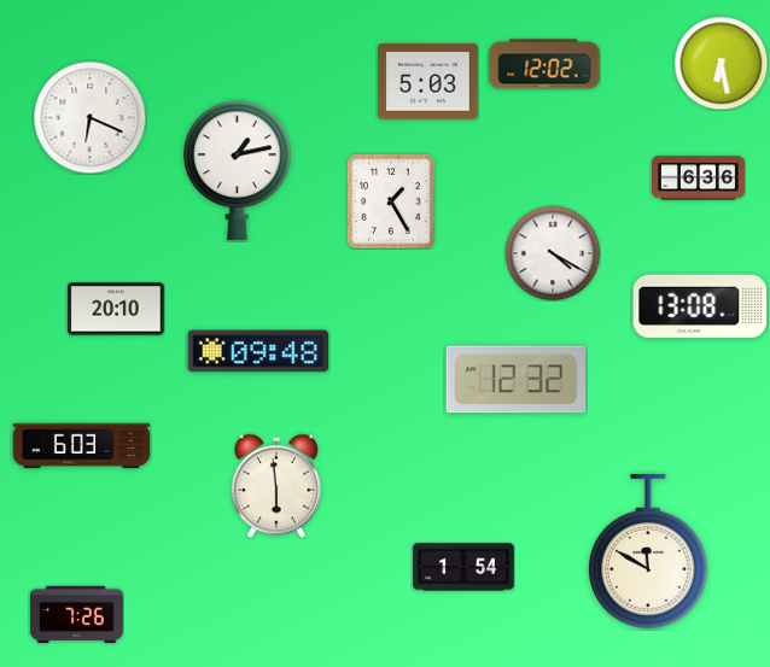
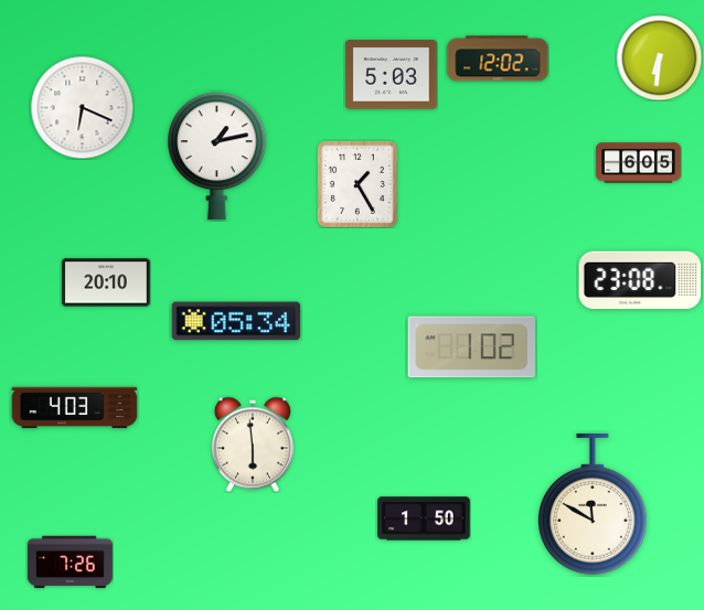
clock at (721, 63): 6:28 -> 6:31
clock at (698, 179): 6:36 -> 6:05
clock at (553, 253): 4:20 -> none
clock at (700, 306): 13:08 -> 23:08
clock at (258, 351): 09:48 -> 05:34
clock at (517, 380): 12:32 -> 1:02
clock at (82, 446): 6:03 -> 4:03
clock at (463, 567): 1:54 -> 1:50
